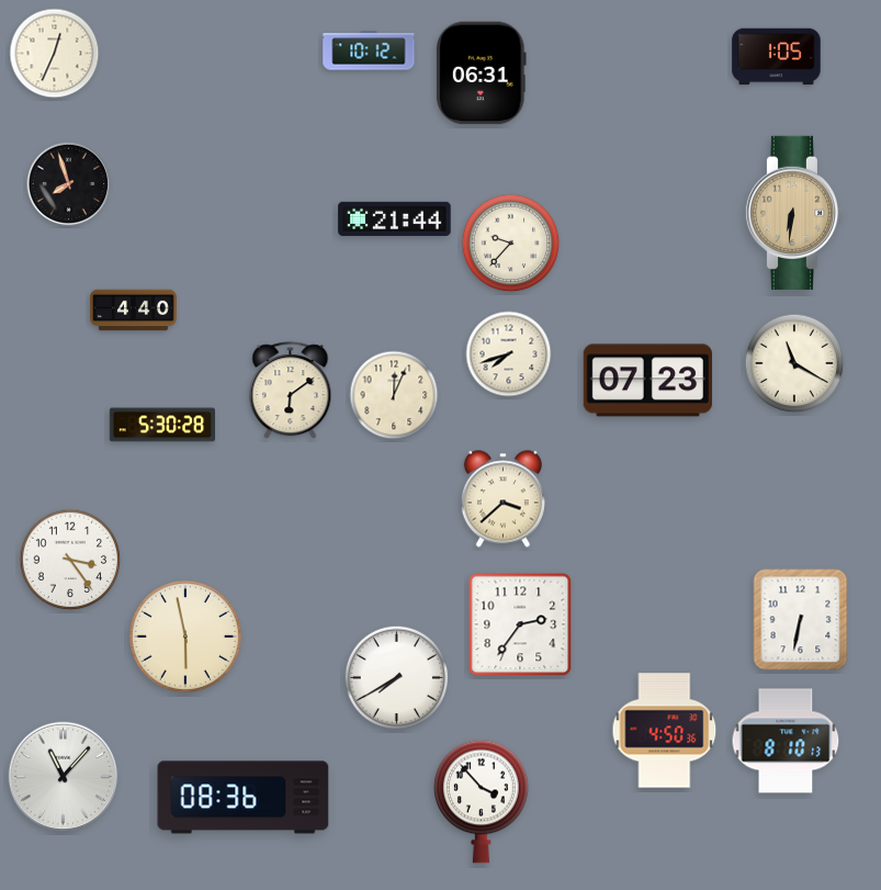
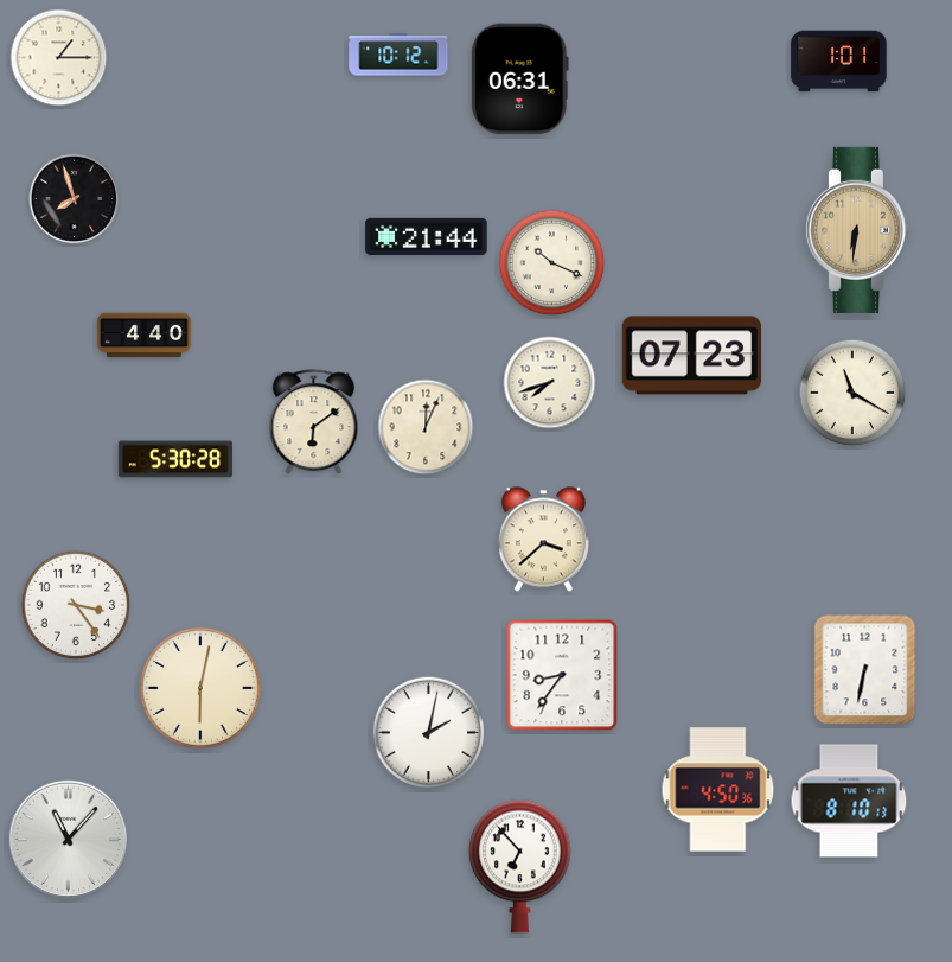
clock at (55, 54): 12:34 -> 1:15
clock at (777, 57): 1:05 -> 1:01
clock at (511, 244): 9:37 -> 10:19
clock at (794, 363) position: (794, 363) -> (852, 393)
clock at (647, 381) position: (647, 381) -> (691, 356)
clock at (520, 624): 2:36 -> 8:36
clock at (185, 636): 5:58 -> 6:02
clock at (397, 678): 7:40 -> 2:02
clock at (244, 798): 08:36 -> none
clock at (482, 801): 3:53 -> 6:53
